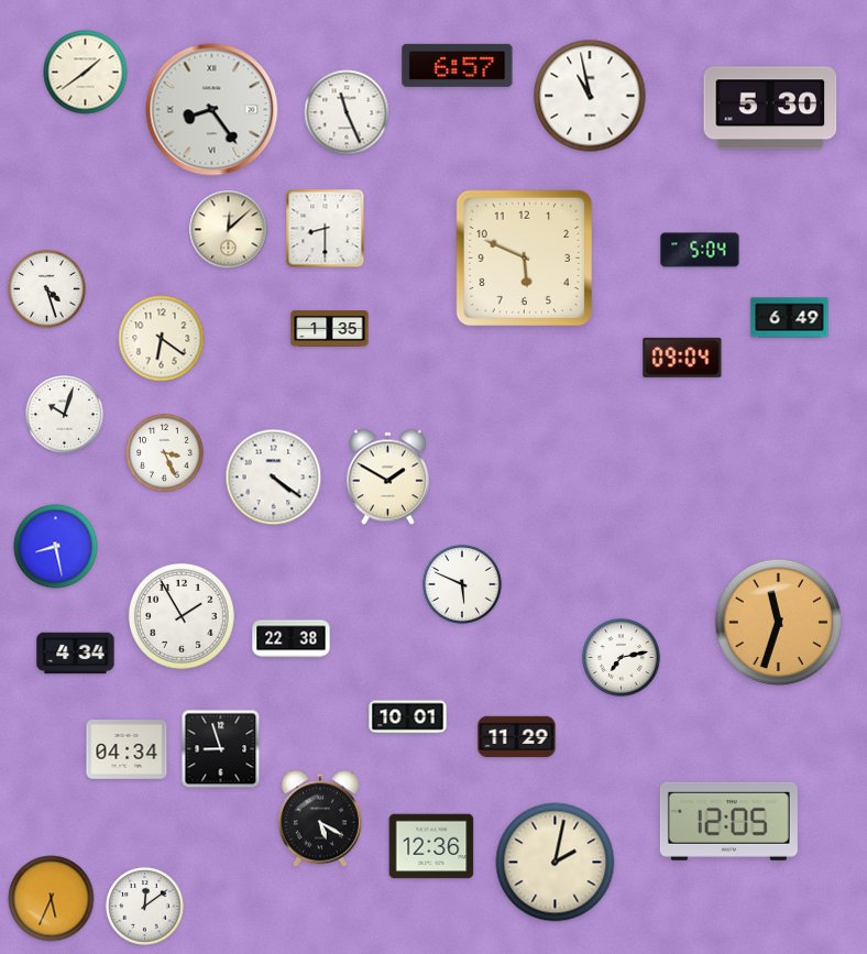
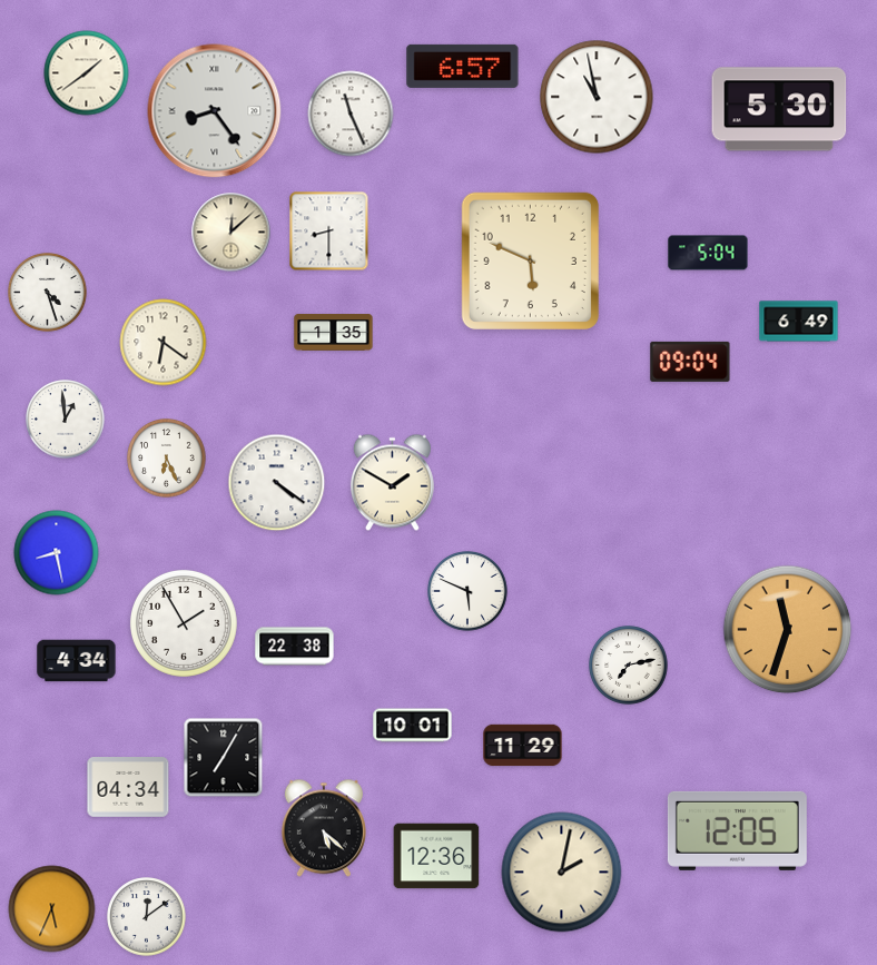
clock at (65, 415): 10:03 -> 12:59
clock at (165, 453): 3:26 -> 6:26
clock at (221, 749): 8:57 -> 7:05
clock at (127, 750) position: (127, 750) -> (128, 788)
clock at (320, 819): 5:20 -> 5:22
